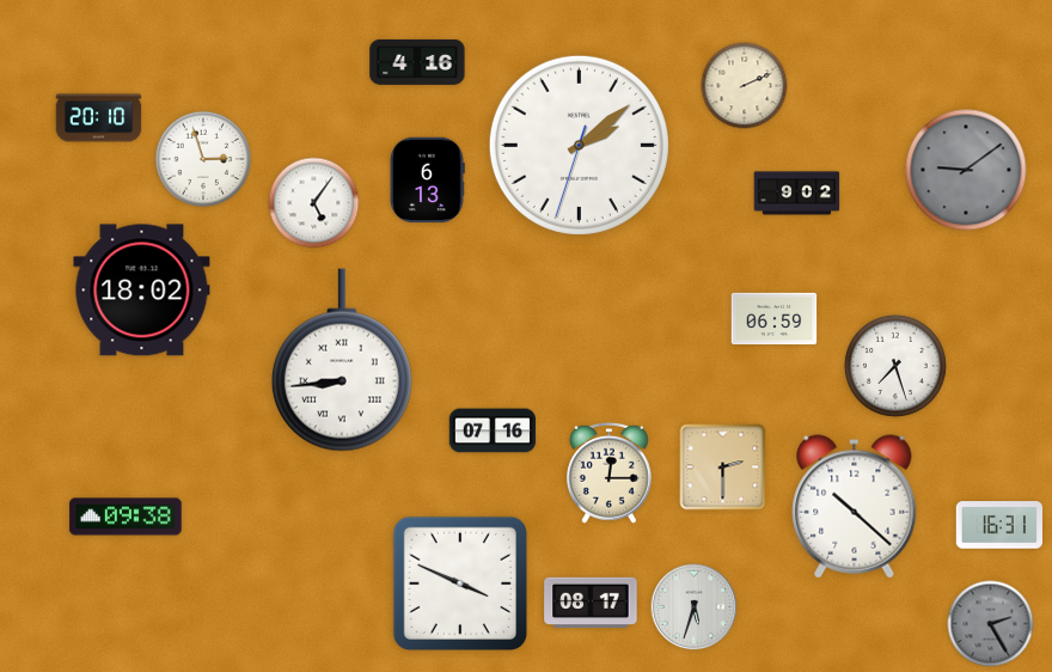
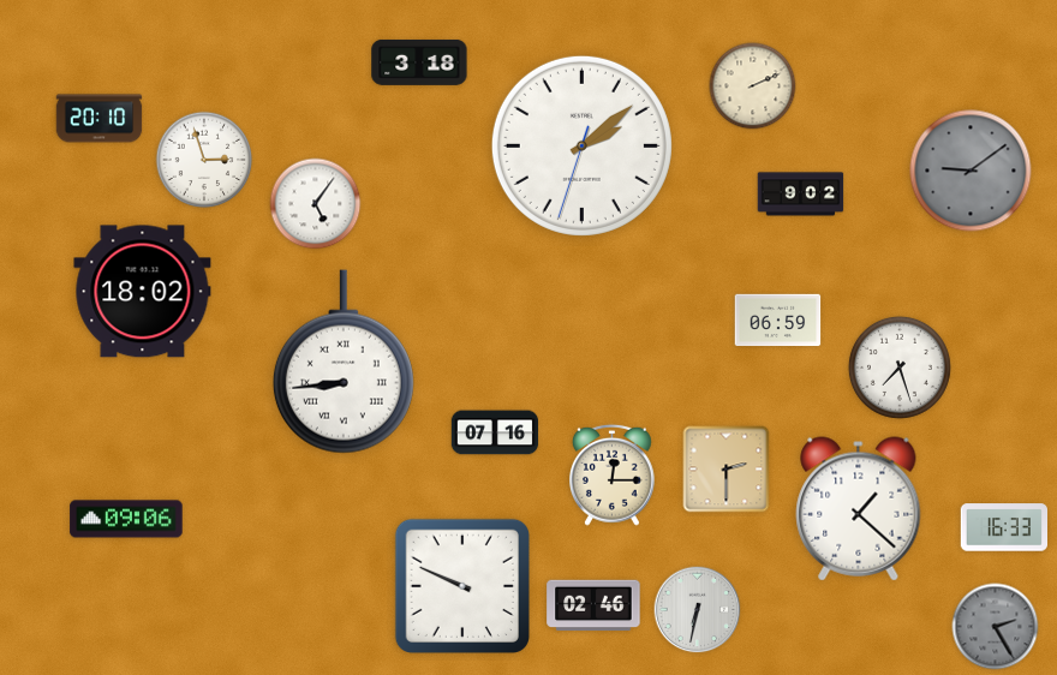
clock at (417, 62): 4:16 -> 3:18
clock at (745, 86) position: (745, 86) -> (753, 86)
clock at (427, 181): 6:13 -> none
clock at (855, 507): 10:22 -> 1:22
clock at (126, 517): 09:38 -> 09:06
clock at (998, 525): 16:31 -> 16:33
clock at (460, 584): 3:49 -> 9:49
clock at (591, 603): 08:17 -> 02:46
clock at (695, 607): 5:33 -> 6:32
